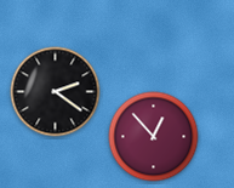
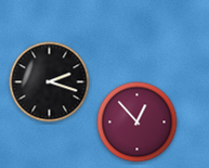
clock at (56, 92): 2:21 -> 2:18
